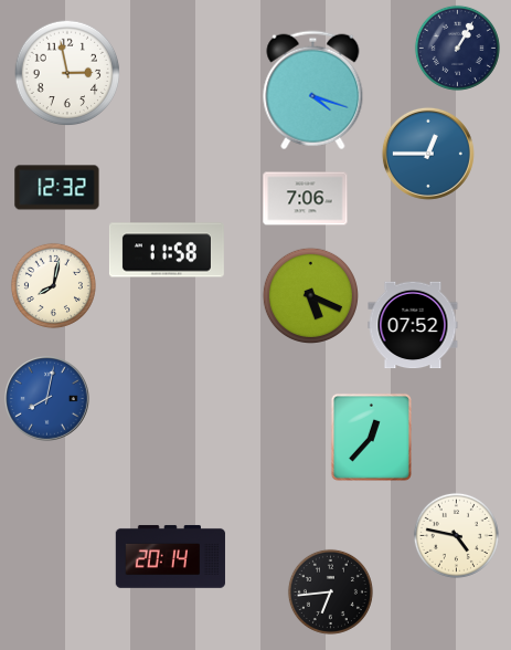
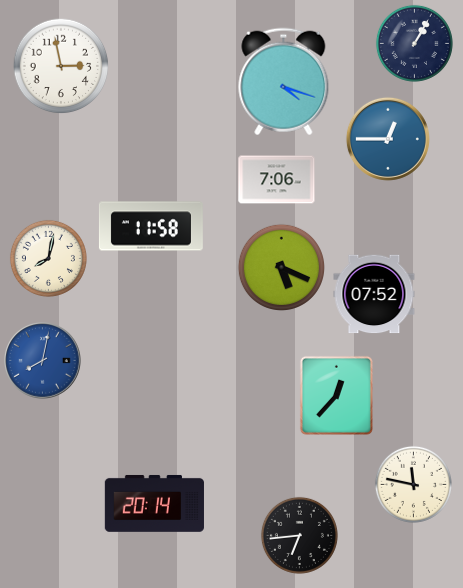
clock at (57, 188): 12:32 -> none
clock at (456, 535): 4:47 -> 11:47
